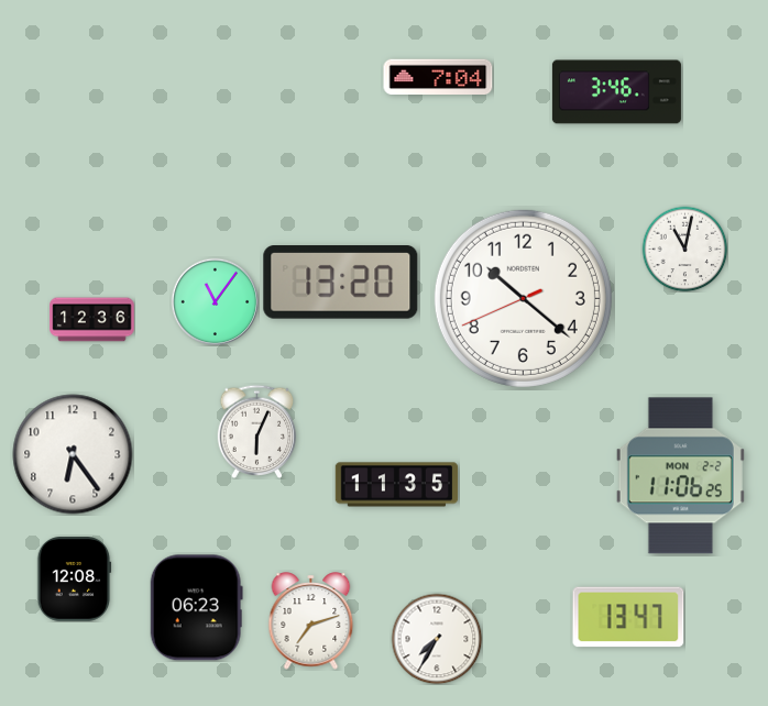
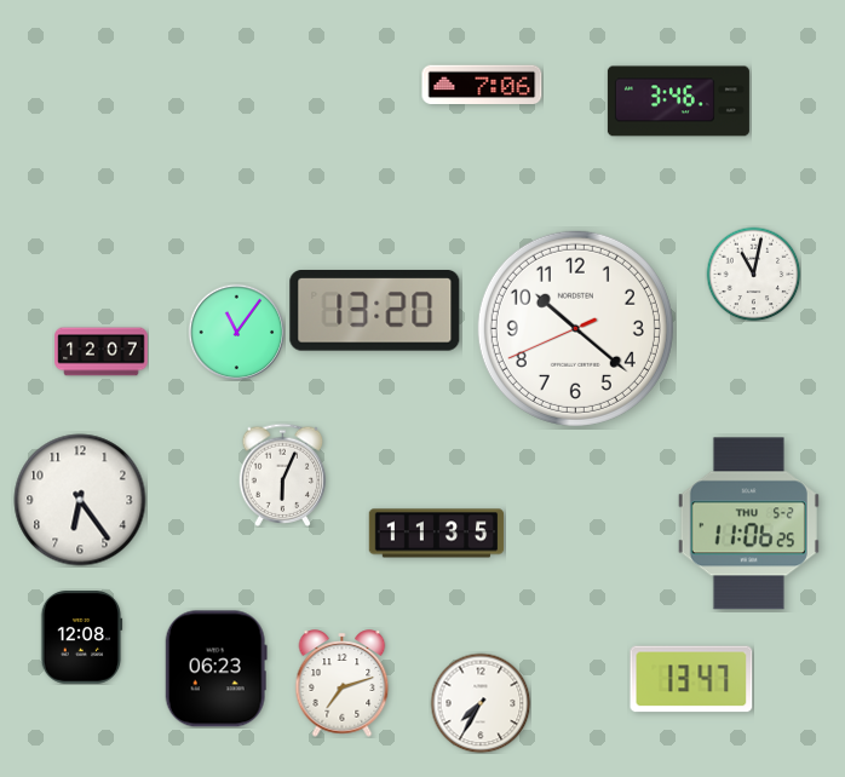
clock at (438, 76): 7:04 -> 7:06
clock at (92, 320): 12:36 -> 12:07
clock at (680, 476) date: MON 2-2 -> THU 5-2
